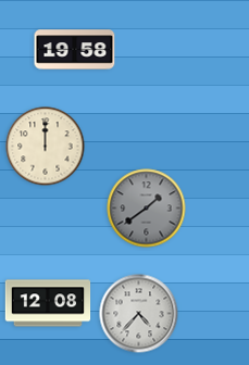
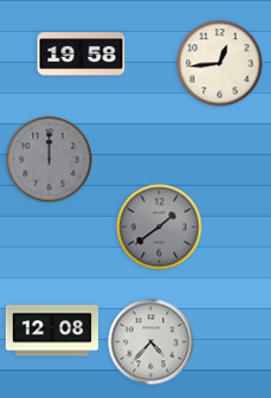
clock at (220, 64): none -> 12:44
clock at (46, 147) dial: cream -> grey
